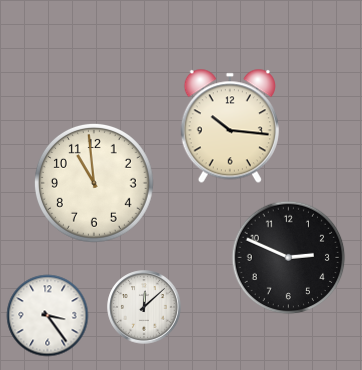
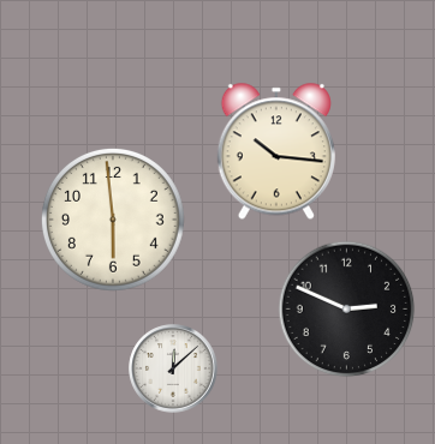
clock at (94, 183): 10:59 -> 5:59
clock at (48, 316): 3:24 -> none
